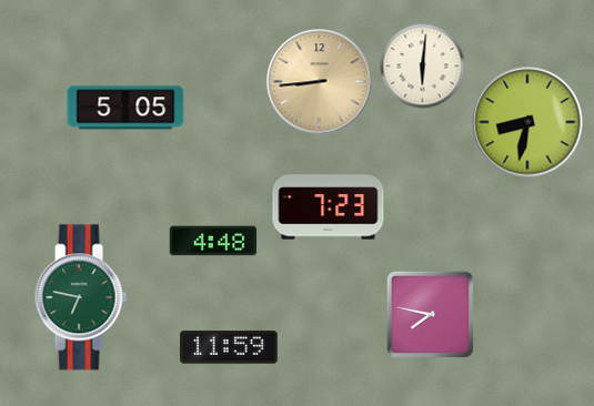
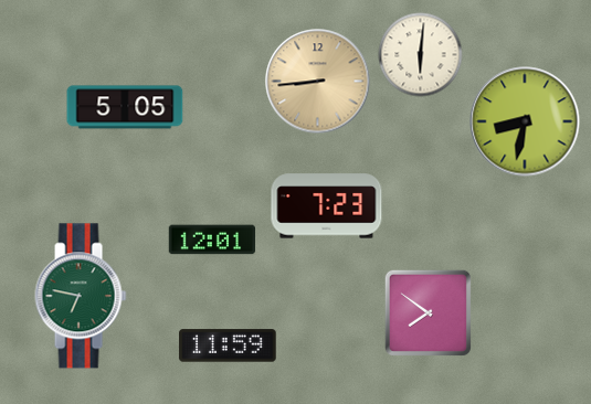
clock at (423, 67) position: (423, 67) -> (421, 55)
clock at (213, 241): 4:48 -> 12:01
clock at (430, 314): 7:47 -> 7:51
